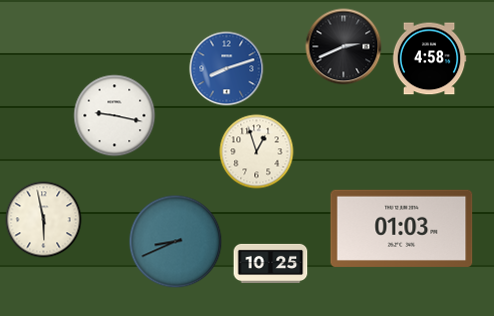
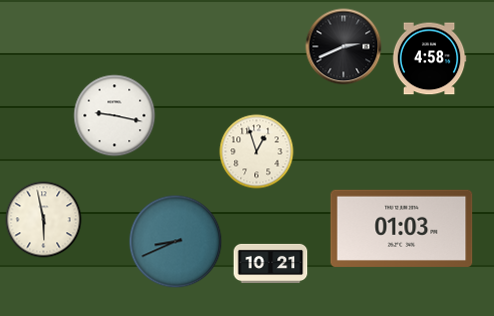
clock at (227, 69): 8:12 -> none
clock at (271, 263): 10:25 -> 10:21
